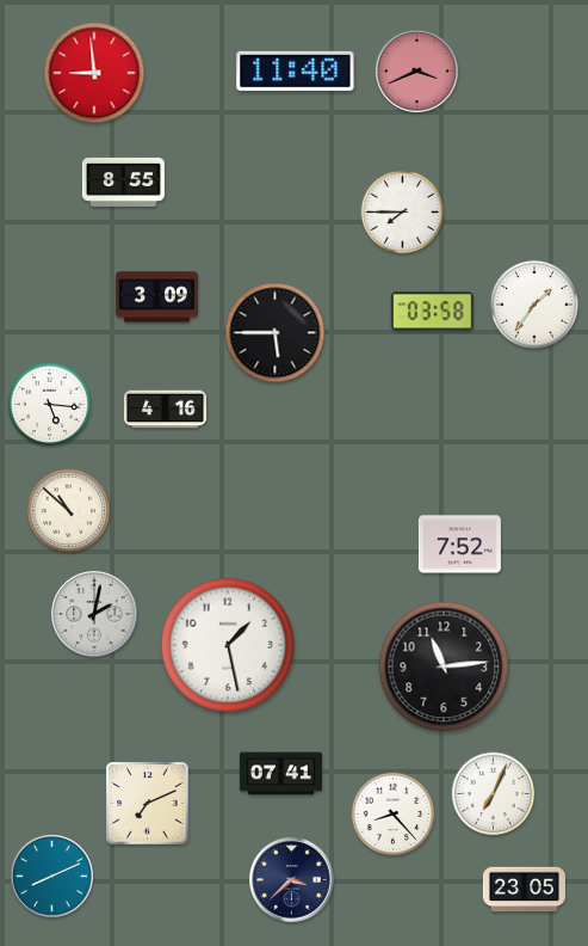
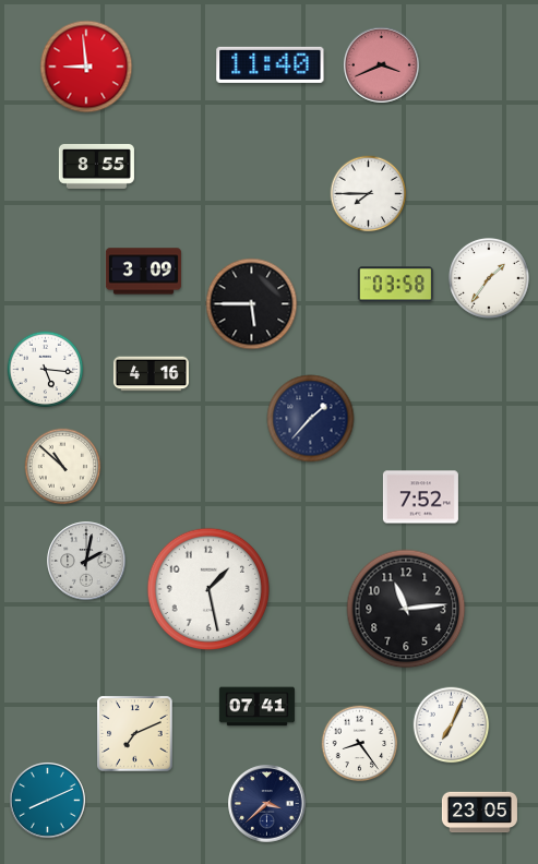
clock at (123, 182) position: (123, 182) -> (96, 166)
clock at (311, 419): none -> 1:37
clock at (394, 815): 8:23 -> 8:24
